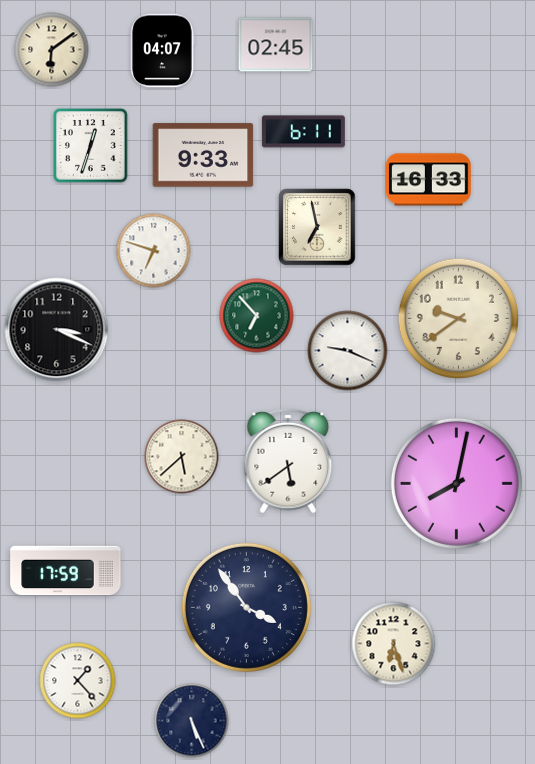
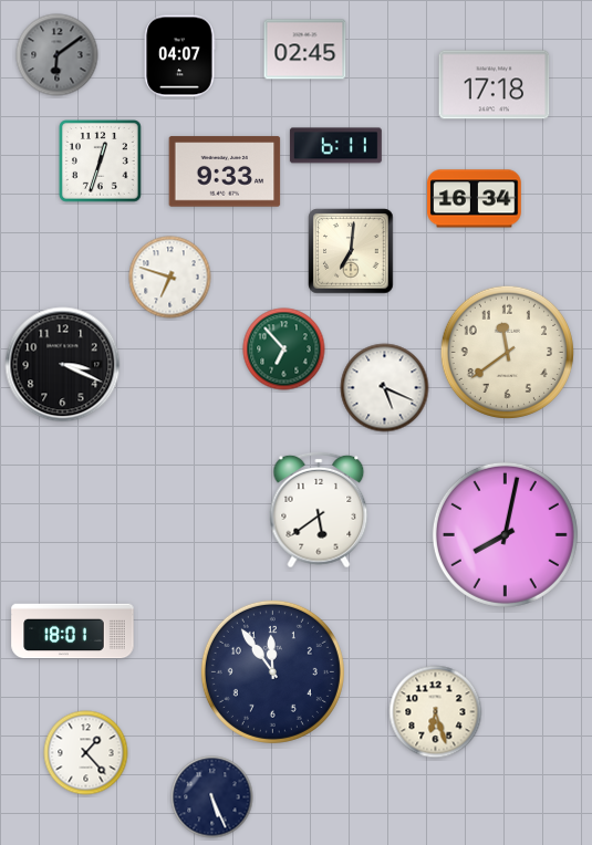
clock at (52, 50) dial: cream -> grey
clock at (495, 85): none -> 17:18
clock at (429, 180): 16:33 -> 16:34
clock at (317, 227): 6:58 -> 7:01
clock at (458, 318): 9:39 -> 11:39
clock at (348, 351): 9:19 -> 5:19
clock at (182, 457): 5:38 -> none
clock at (66, 571): 17:59 -> 18:01
clock at (246, 607): 3:54 -> 11:54
